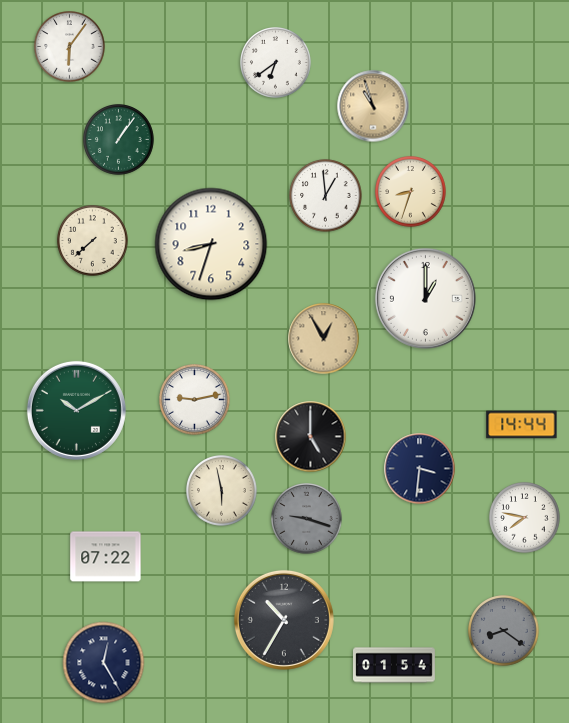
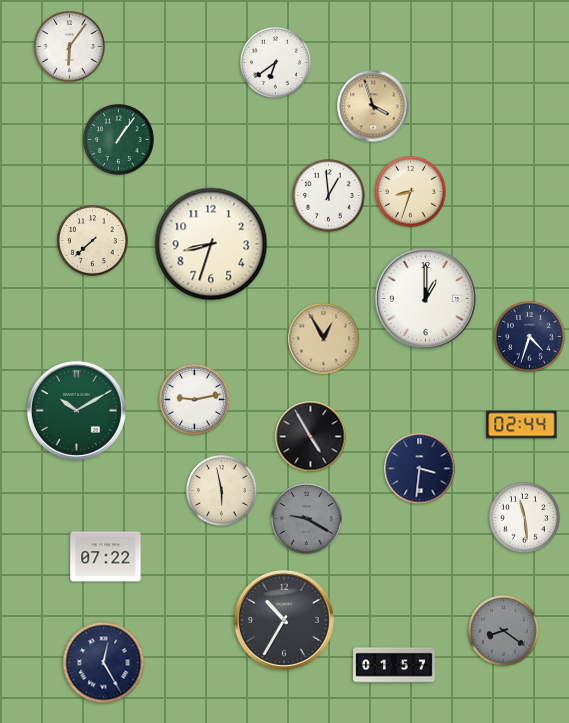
clock at (373, 106): 10:57 -> 3:57
clock at (326, 196) position: (326, 196) -> (329, 196)
clock at (530, 337): none -> 4:33
clock at (522, 425): 14:44 -> 02:44
clock at (311, 437): 5:00 -> 4:55
clock at (525, 518): 7:47 -> 11:29
clock at (307, 519): 9:18 -> 9:20
clock at (395, 665): 01:54 -> 01:57
